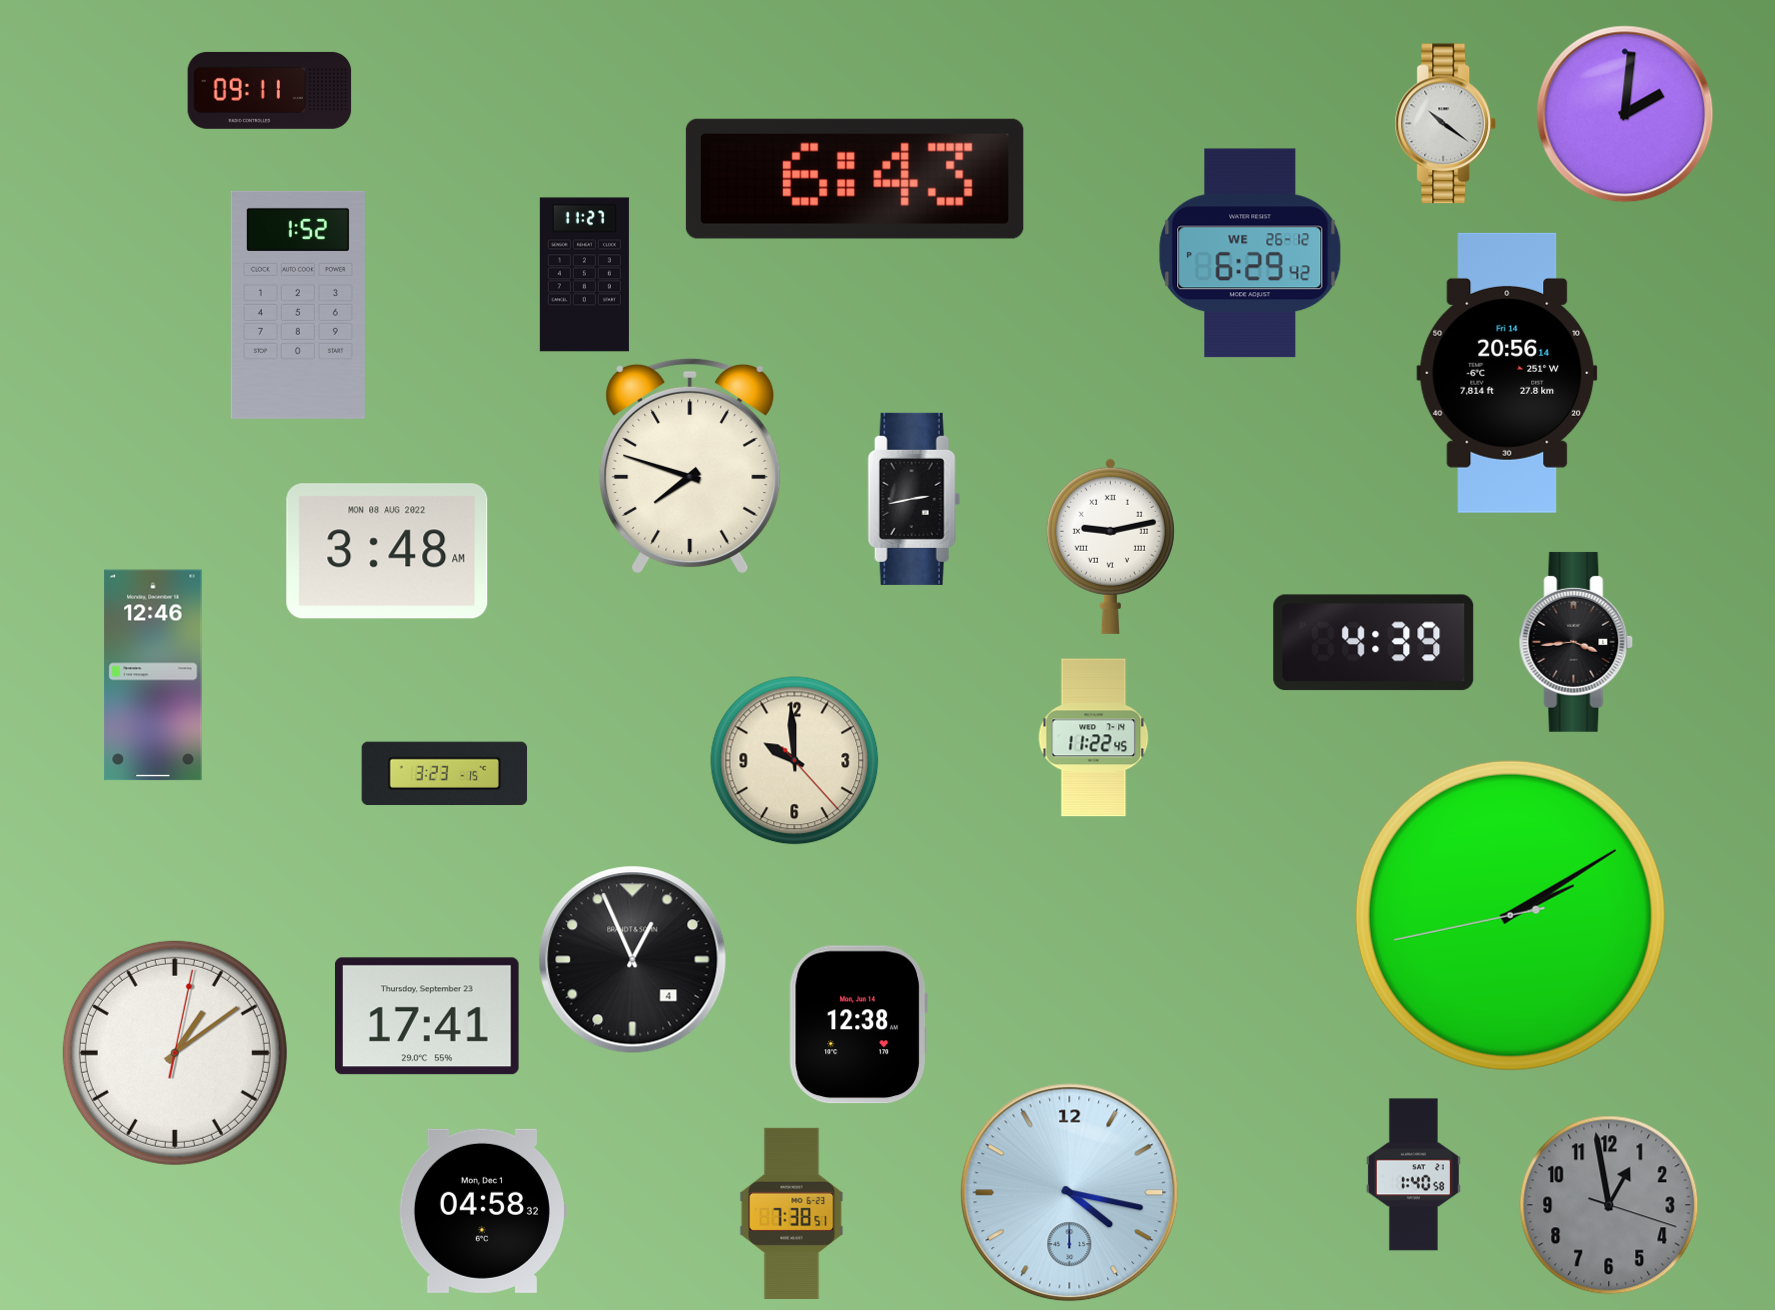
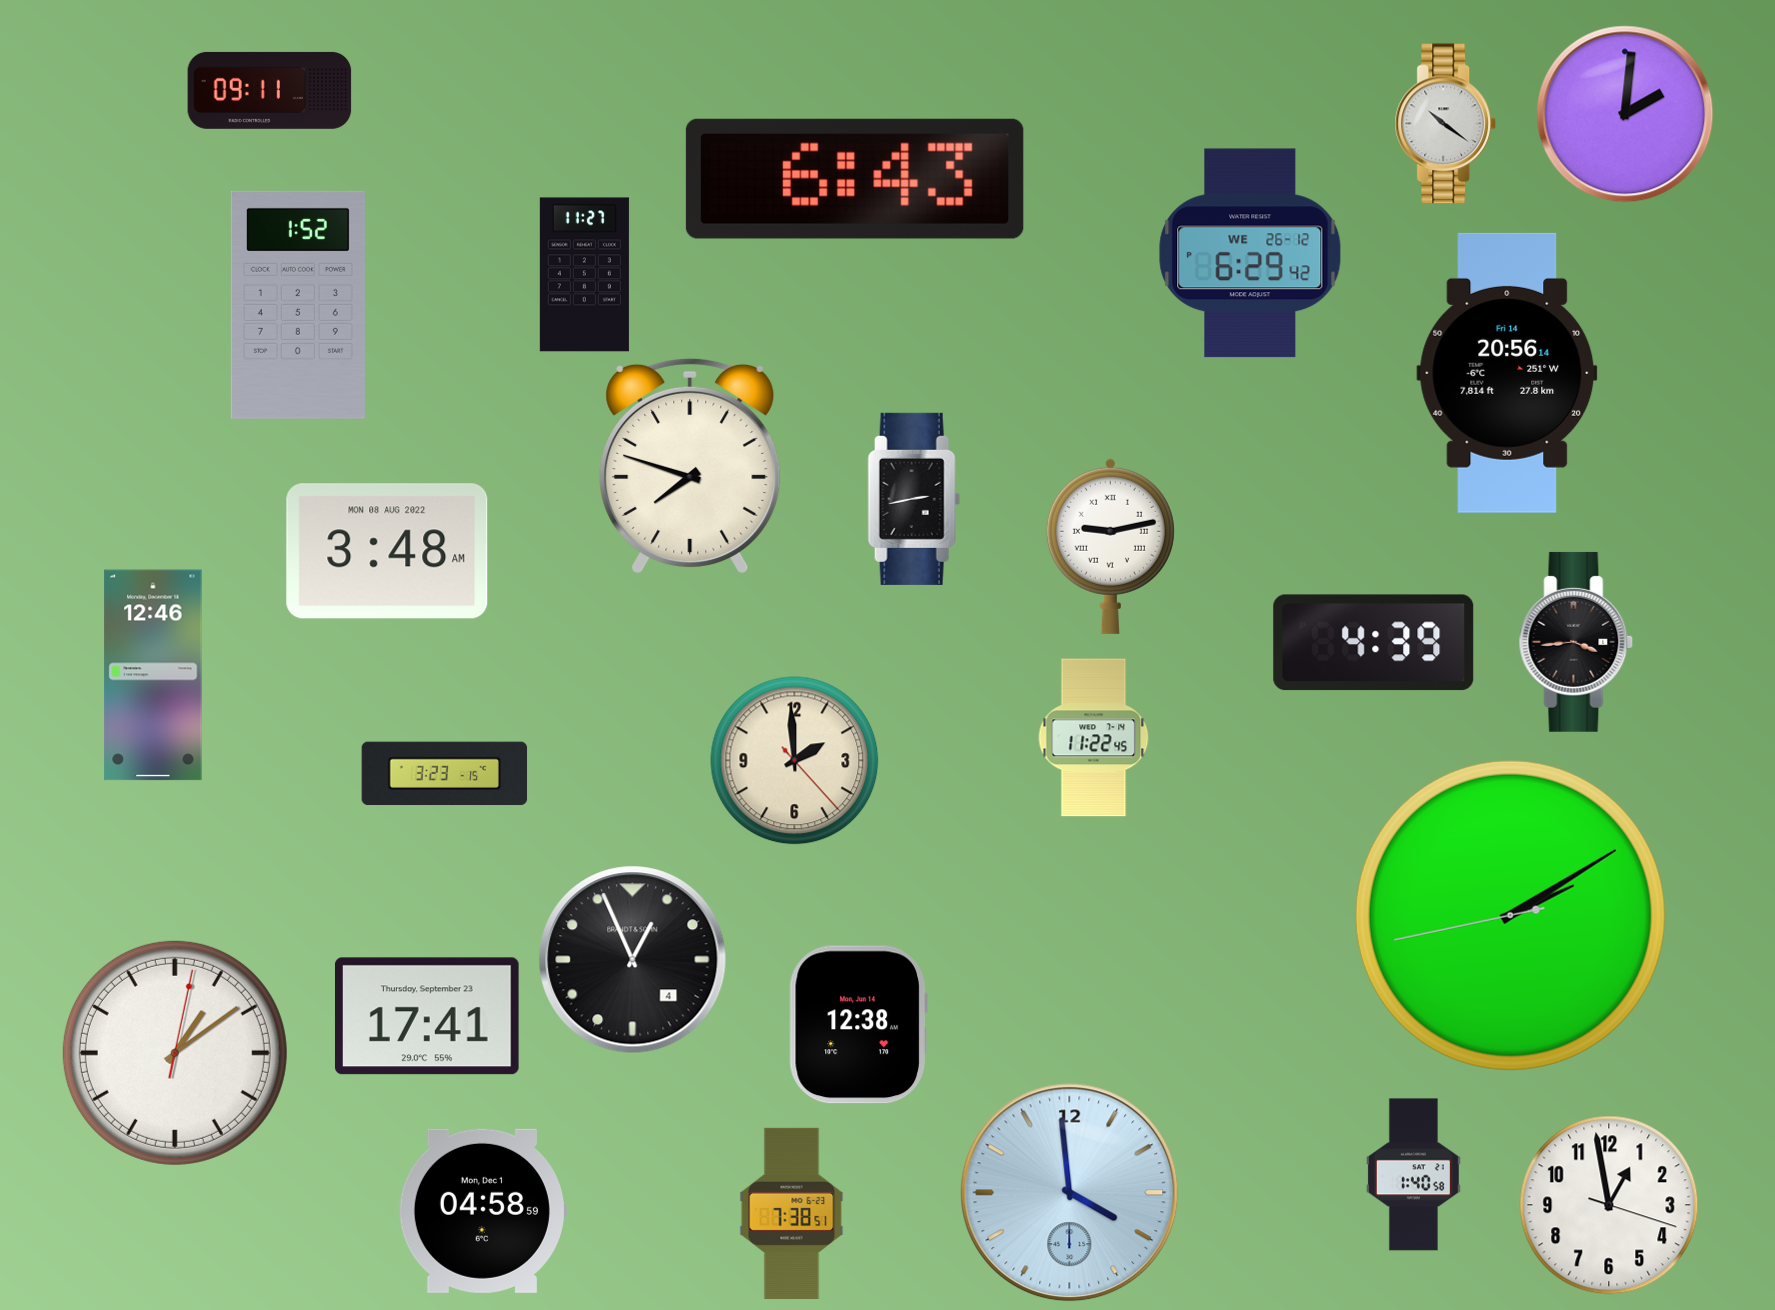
clock at (795, 761): 9:59 -> 1:59
clock at (1070, 1193): 4:17 -> 3:59
clock at (1609, 1205) dial: grey -> white
clock at (482, 1211): 04:58:32 -> 04:58:59
